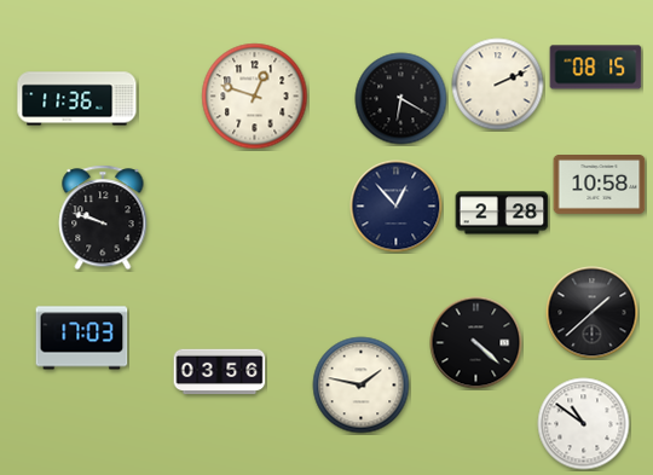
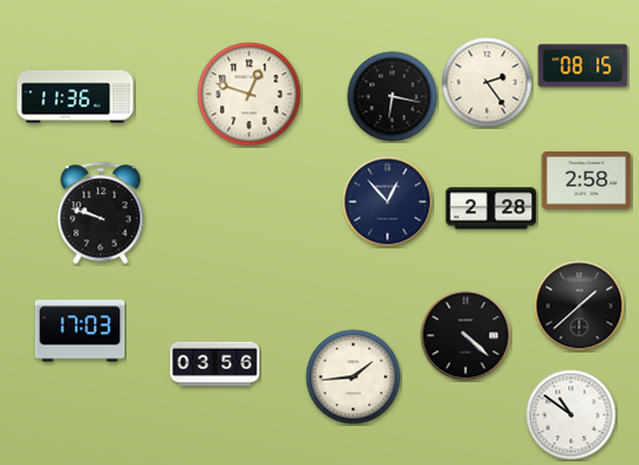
clock at (498, 85): 2:11 -> 2:24
clock at (401, 99): 6:20 -> 6:17
clock at (600, 185): 10:58 -> 2:58
clock at (362, 386): 1:47 -> 1:44
